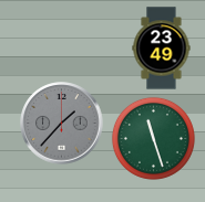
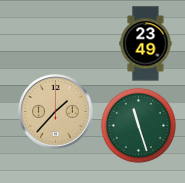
clock at (62, 124) dial: grey -> champagne
